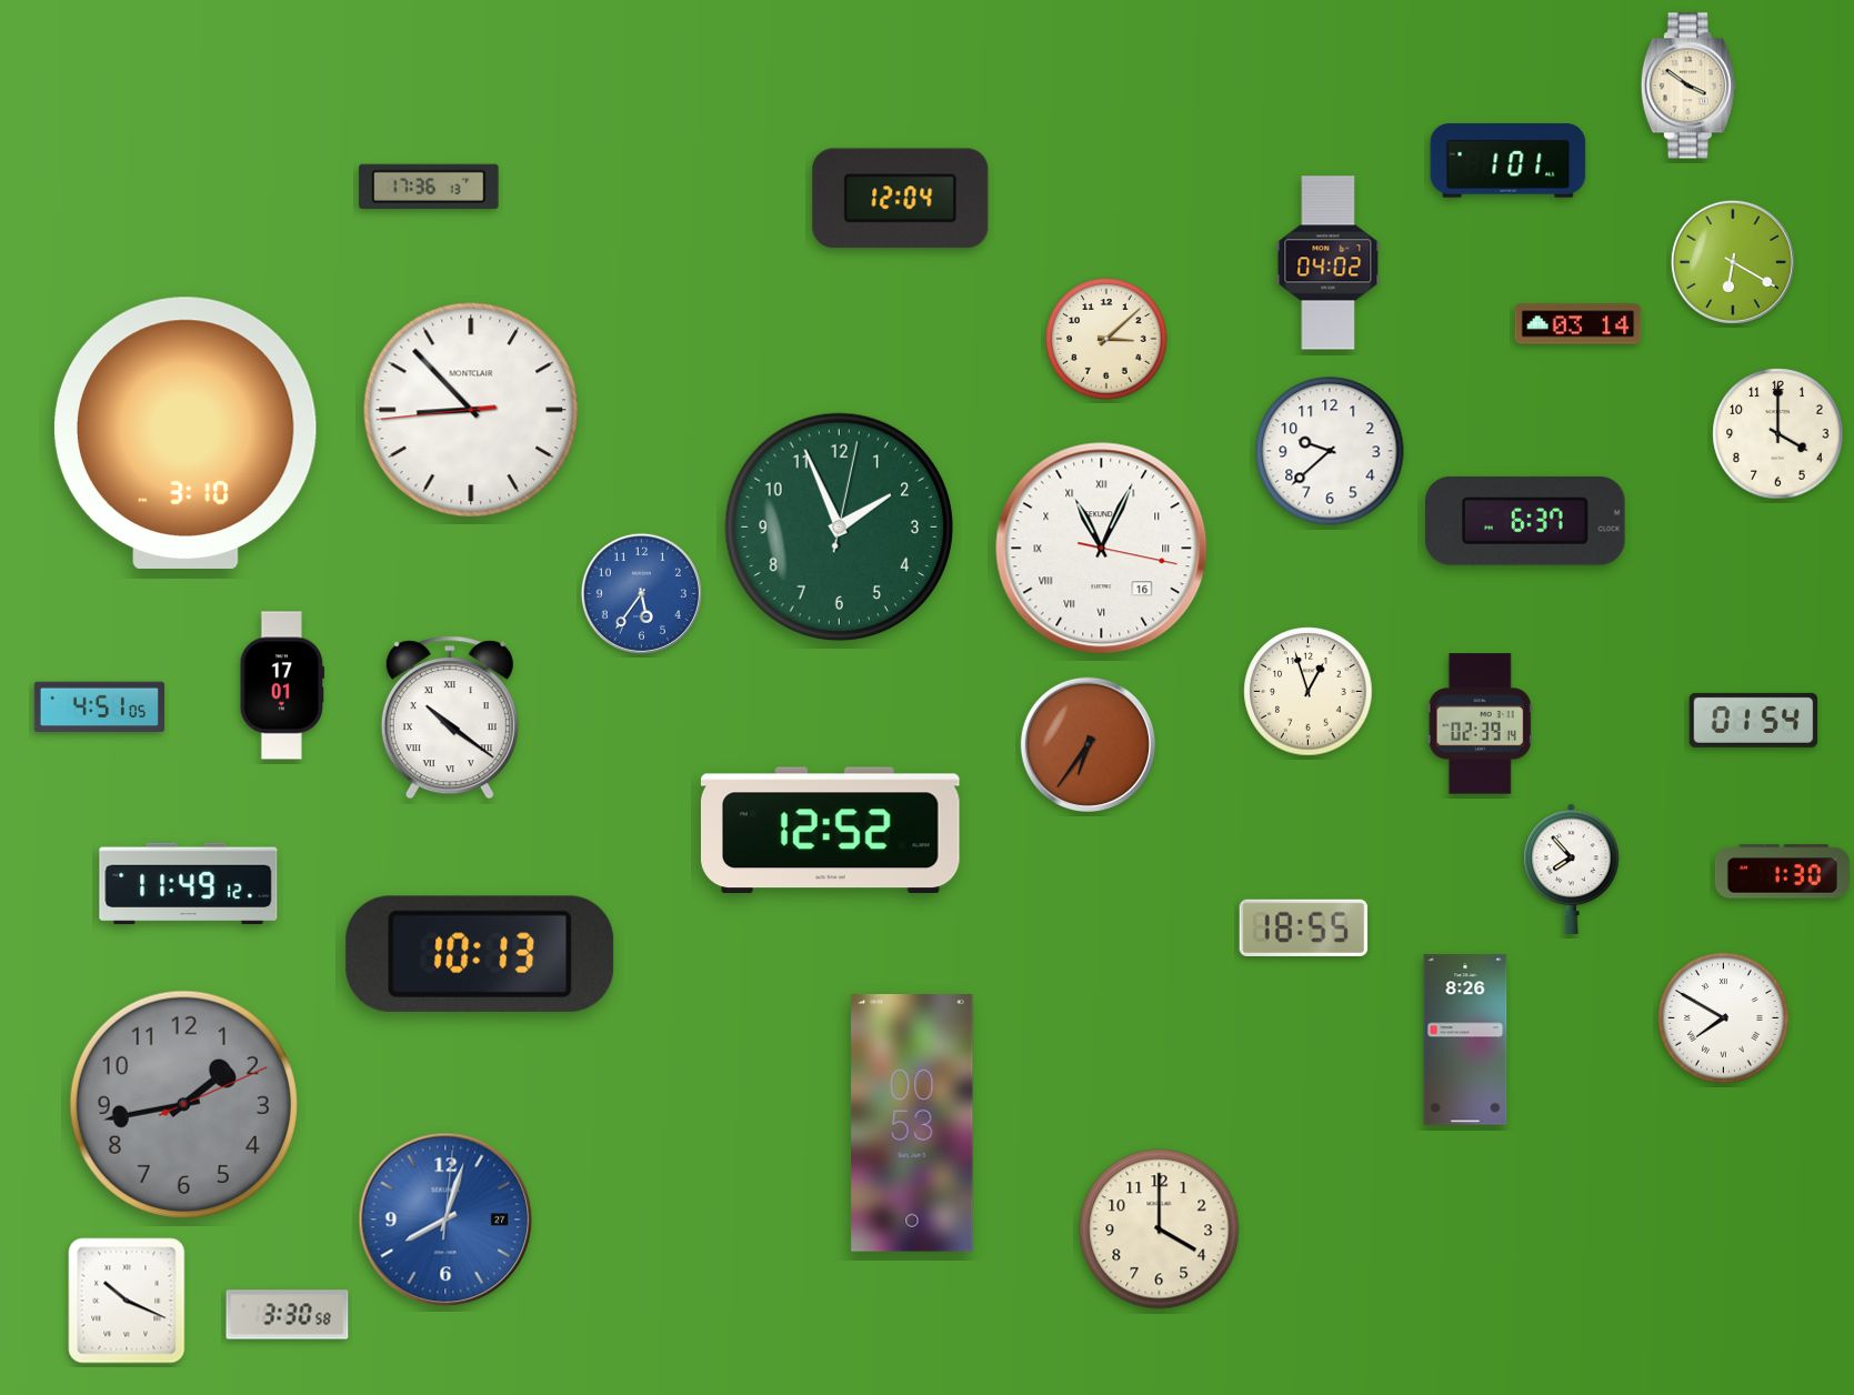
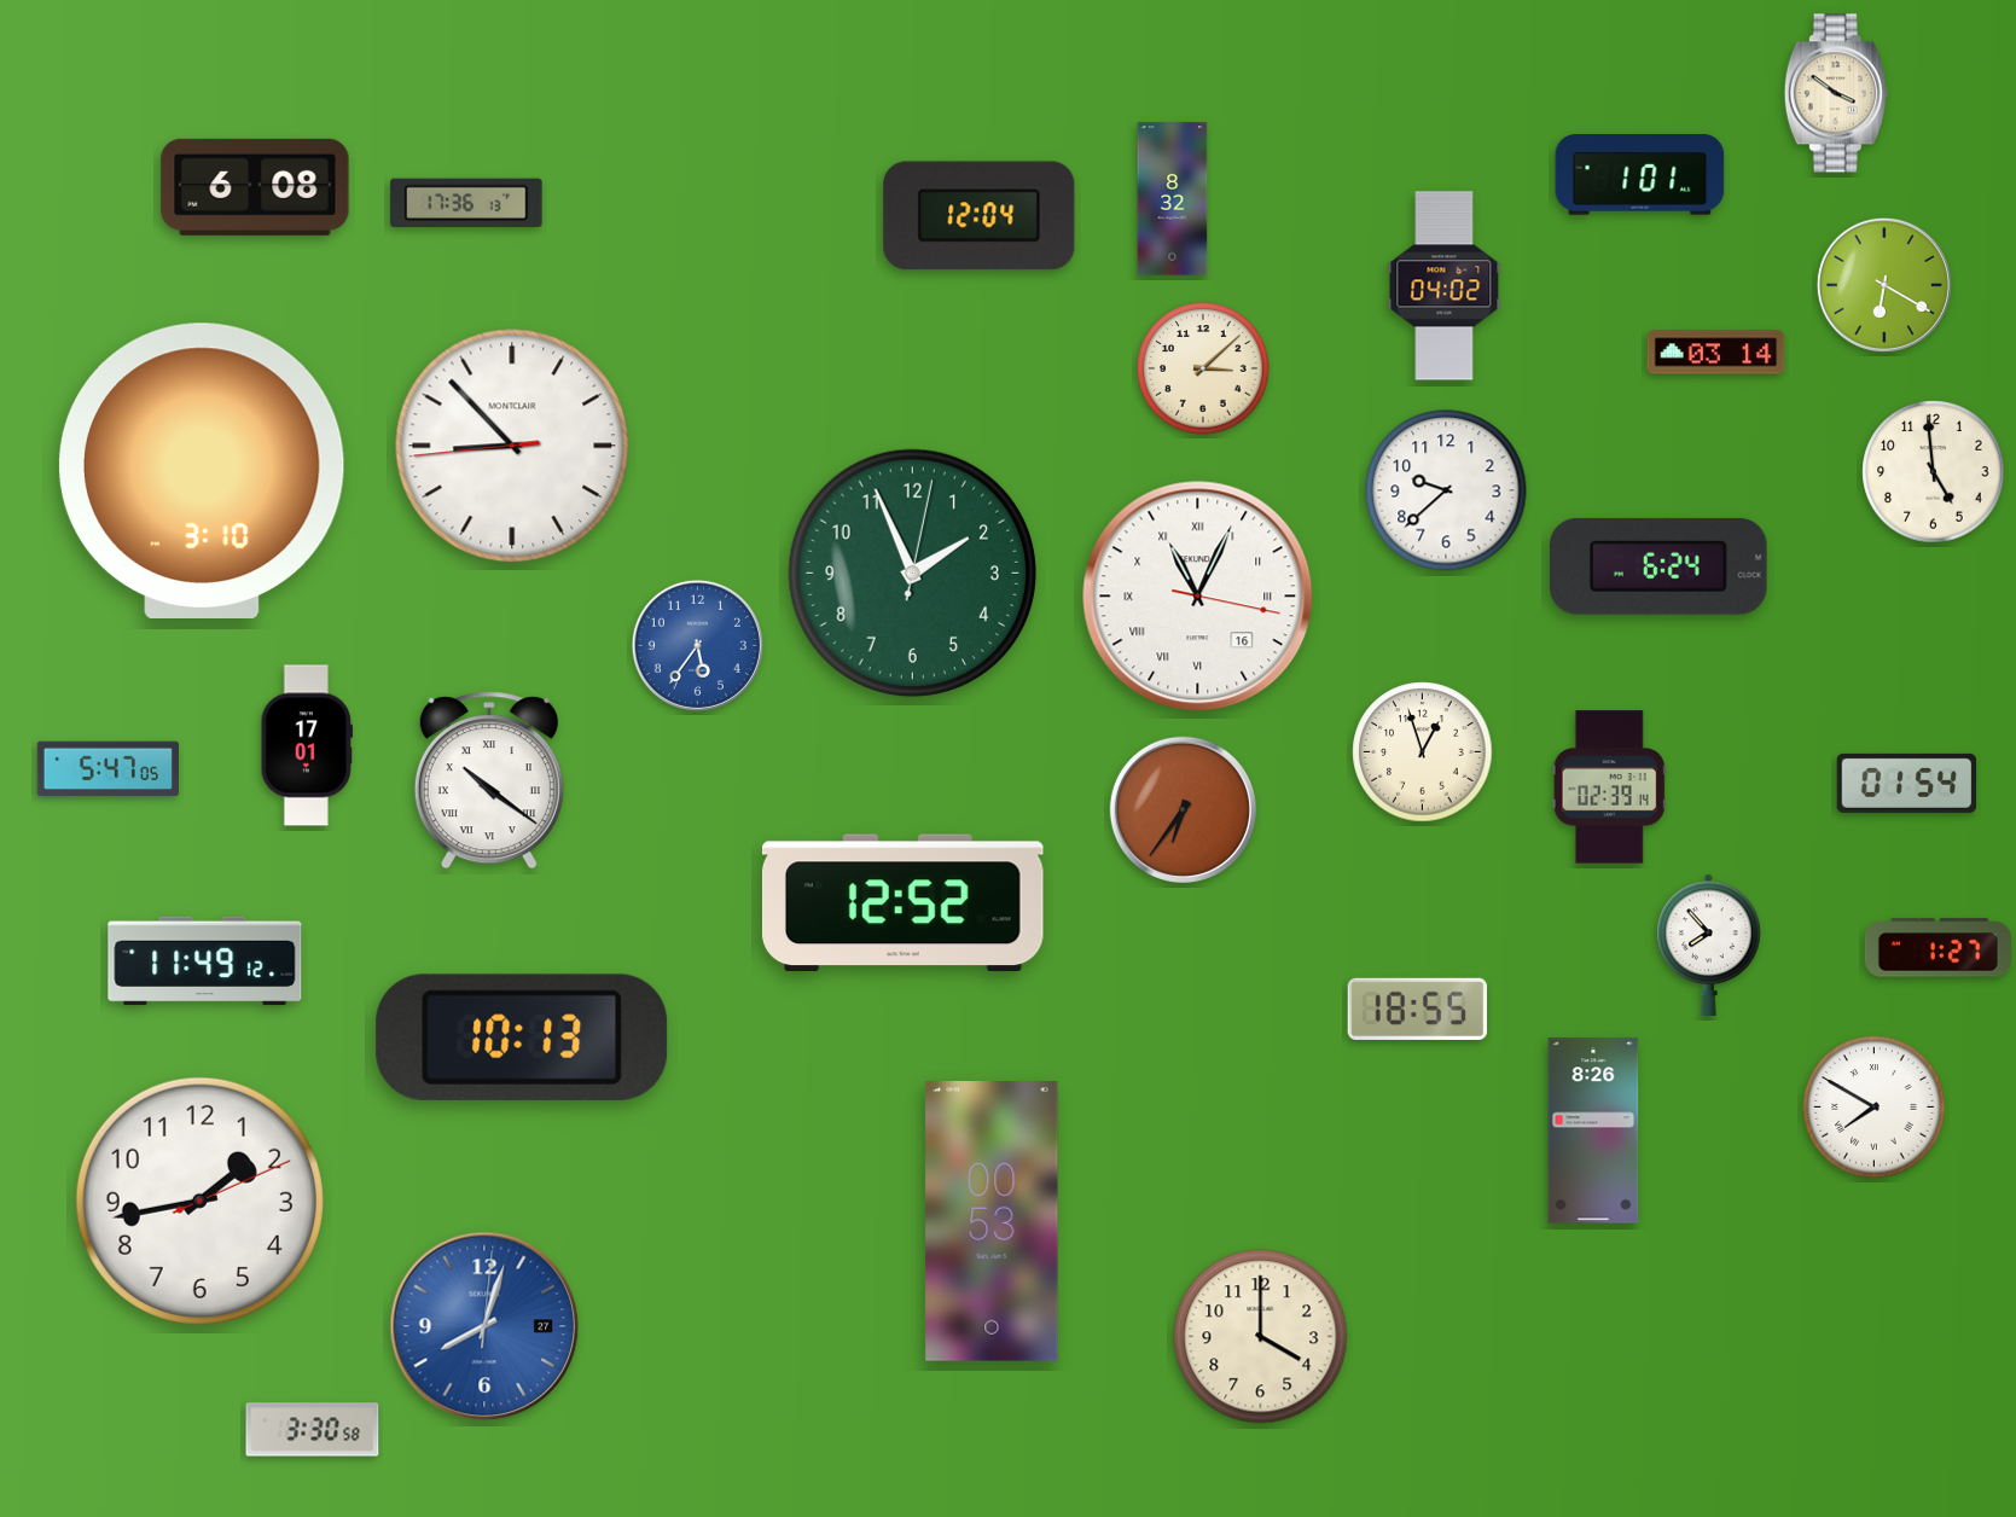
clock at (255, 187): none -> 6:08
clock at (1173, 199): none -> 8:32
clock at (1778, 434): 4:00 -> 4:59
clock at (1526, 521): 6:37 -> 6:24
clock at (99, 707): 4:51 -> 5:47
clock at (1782, 872): 1:30 -> 1:27
clock at (183, 1104) dial: grey -> white
clock at (127, 1301): 10:19 -> none
